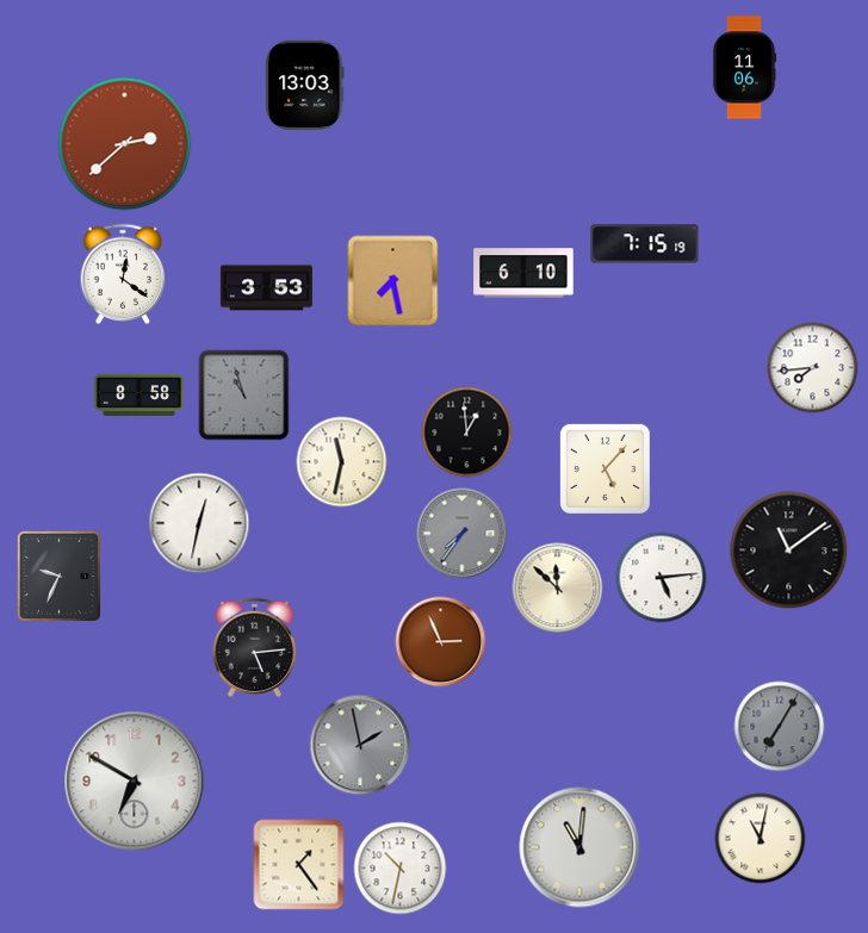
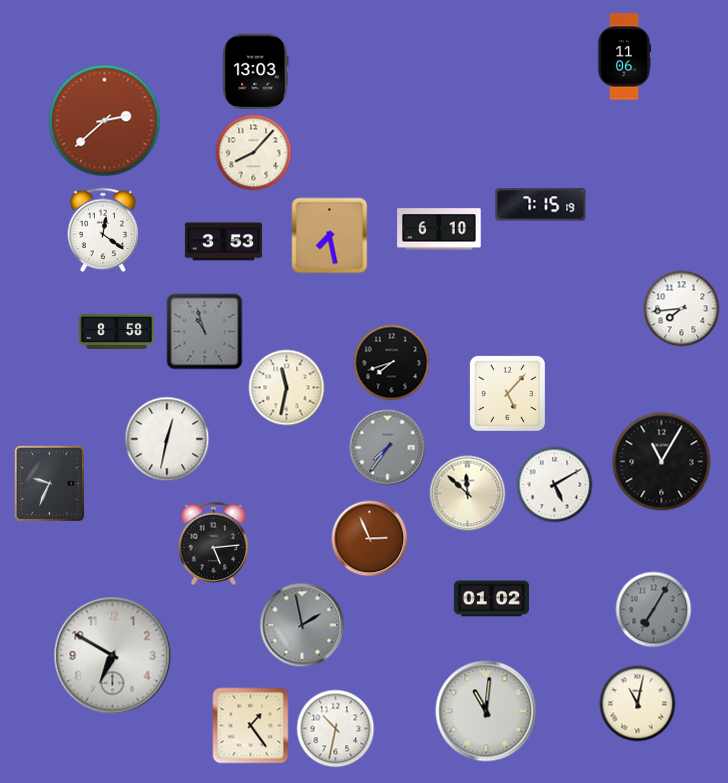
clock at (254, 153): none -> 8:07
clock at (467, 433): 12:59 -> 7:42
clock at (789, 551): 11:09 -> 11:05
clock at (662, 578): 5:14 -> 5:10
clock at (491, 599): none -> 01:02
